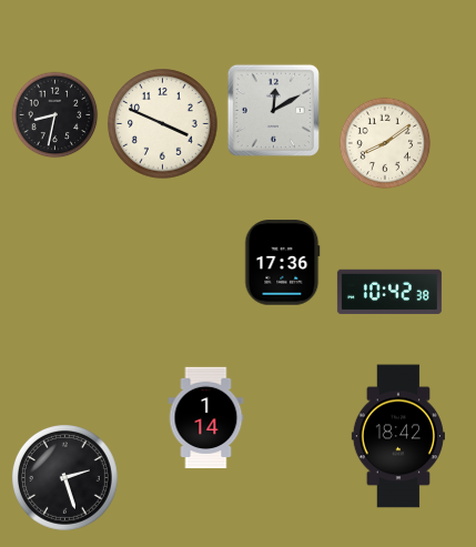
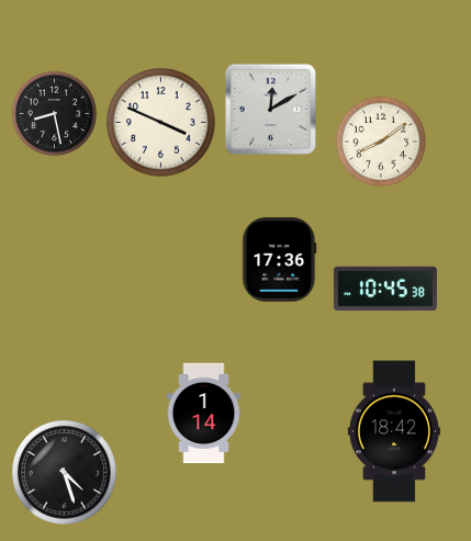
clock at (55, 115): 8:32 -> 8:28
clock at (389, 292): 10:42 -> 10:45
clock at (65, 478): 2:27 -> 4:27
